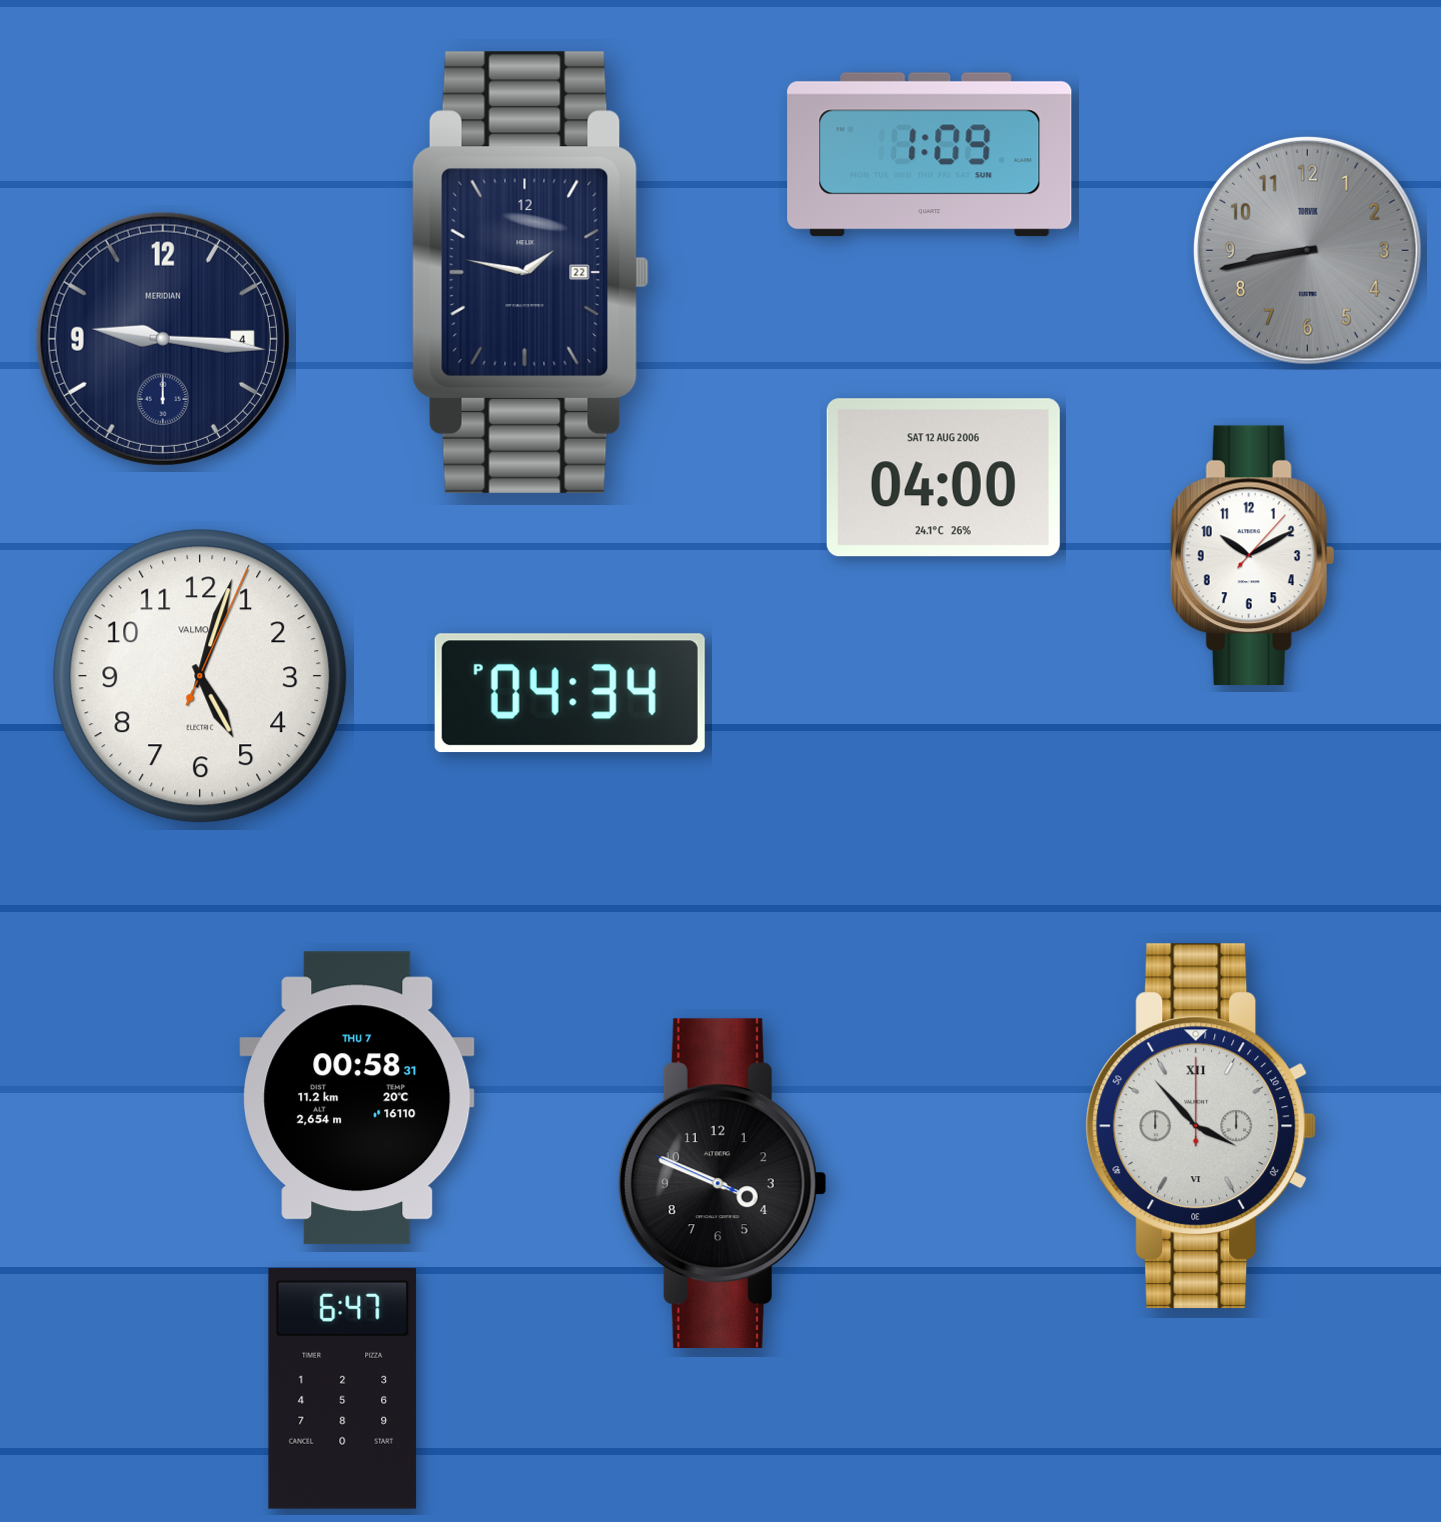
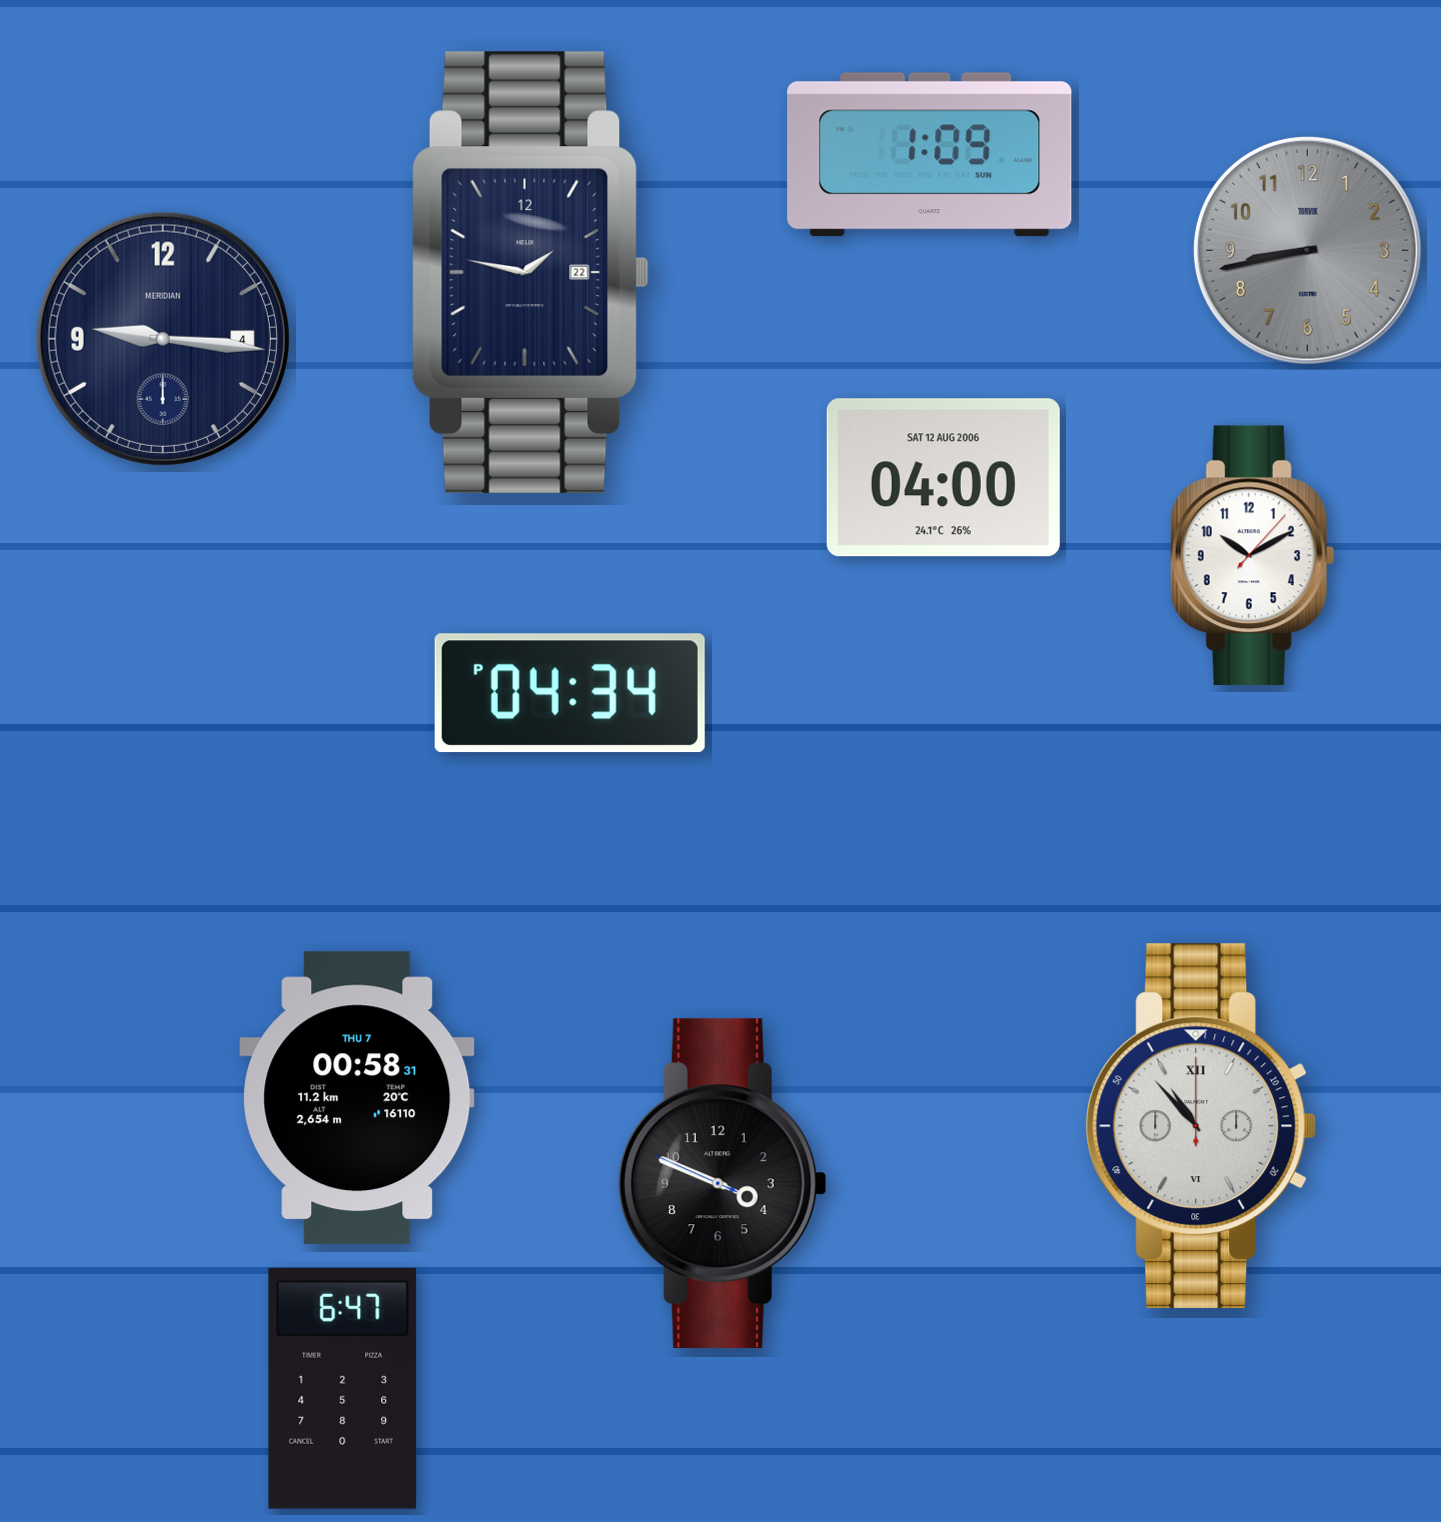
clock at (200, 676): 5:03 -> none
clock at (1201, 1126): 3:53 -> 10:53
